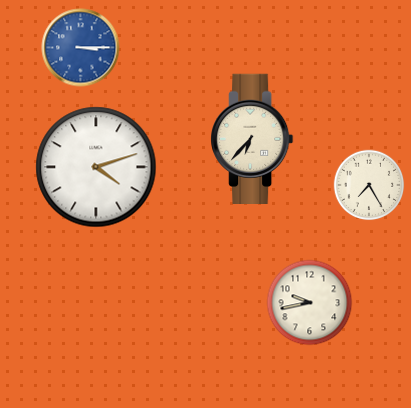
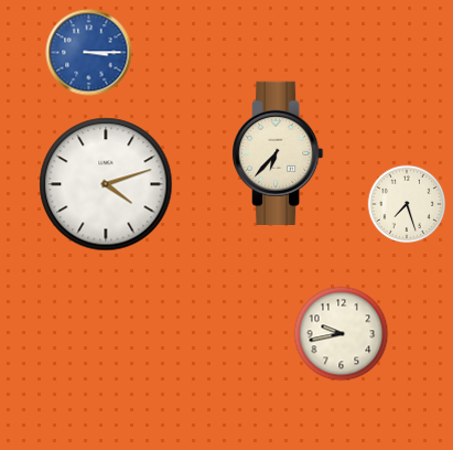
clock at (369, 185): 7:25 -> 7:27
